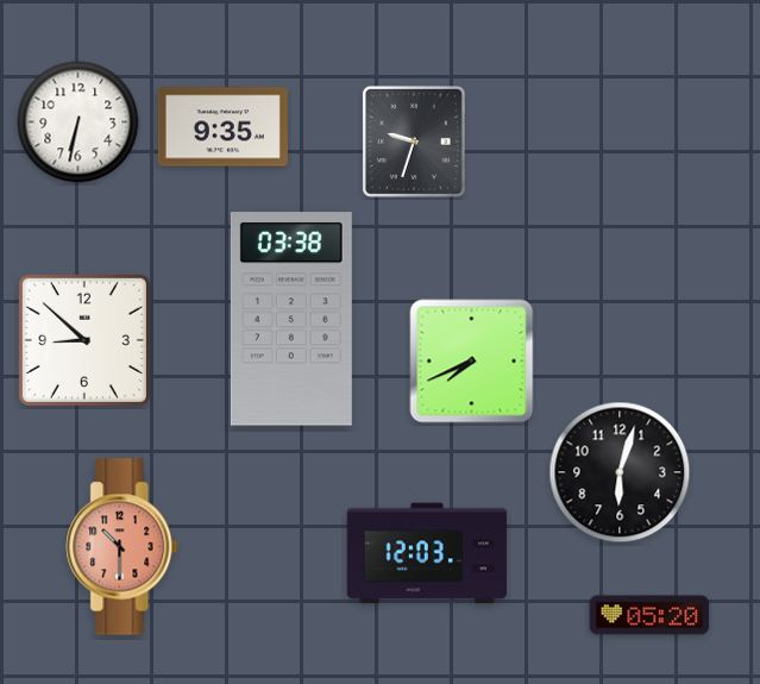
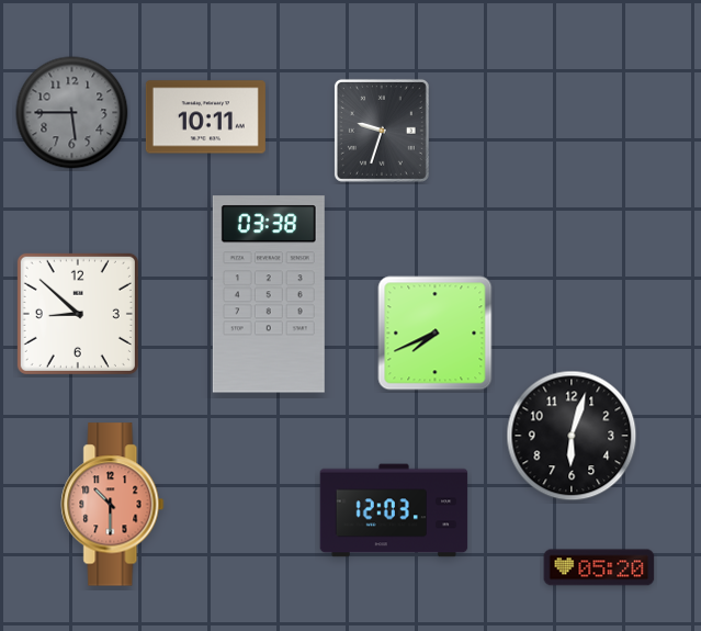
clock at (78, 123): 6:32 -> 5:45
clock at (78, 123) dial: white -> grey
clock at (222, 127): 9:35 -> 10:11
